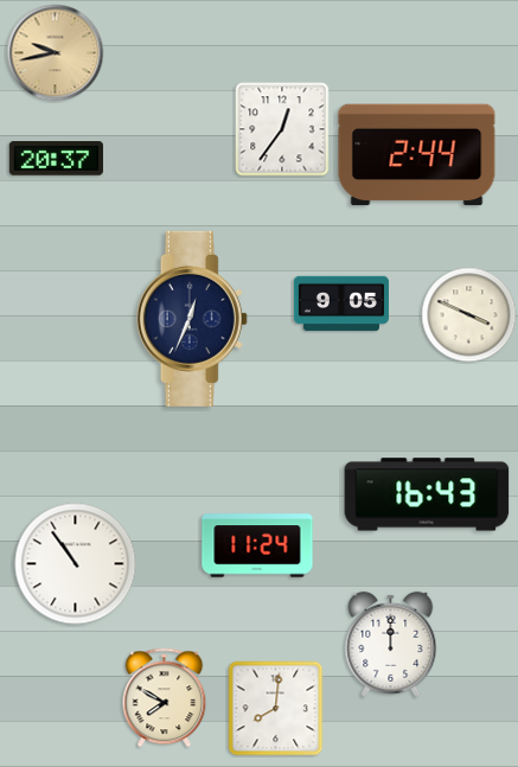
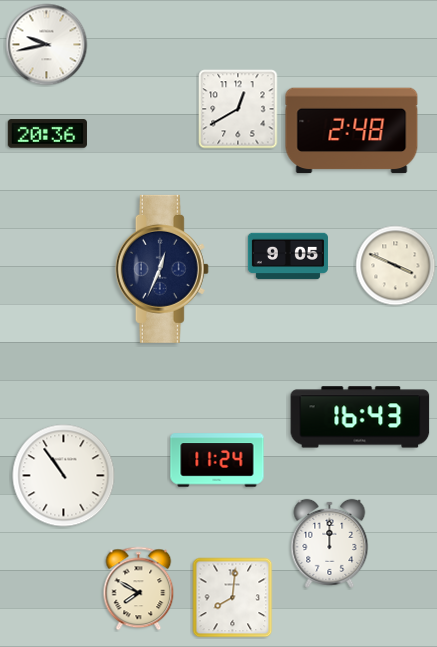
clock at (56, 53) dial: champagne -> white
clock at (282, 129): 12:36 -> 12:40
clock at (417, 155): 2:44 -> 2:48
clock at (56, 159): 20:37 -> 20:36
